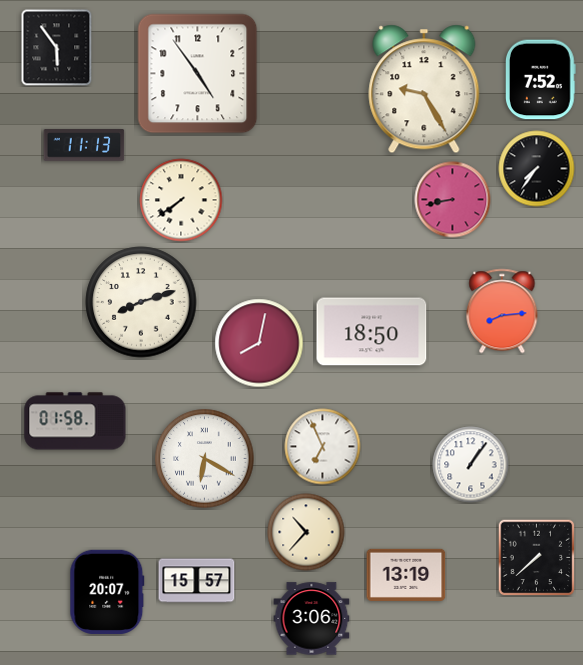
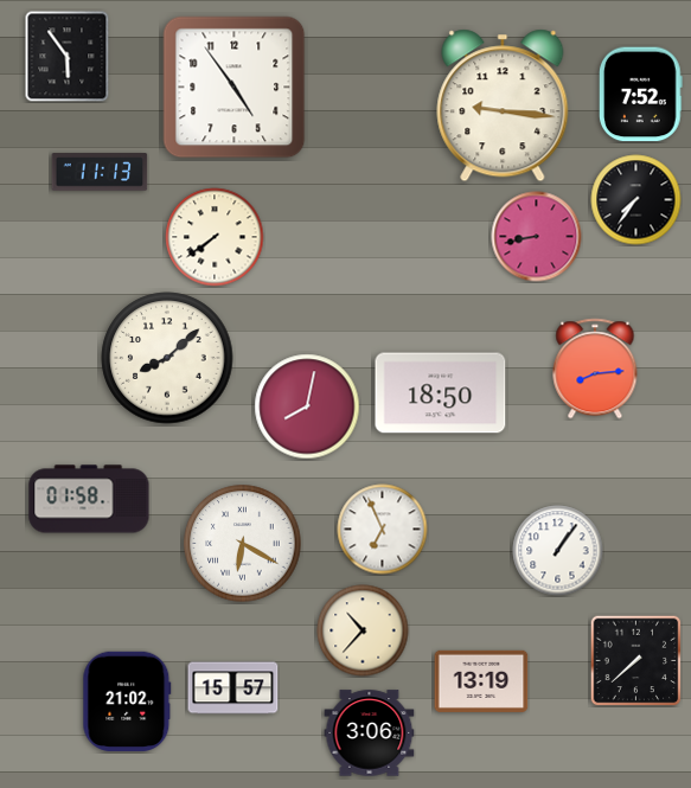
clock at (424, 89): 9:25 -> 9:16
clock at (141, 302): 8:12 -> 8:08
clock at (107, 591): 20:07 -> 21:02
